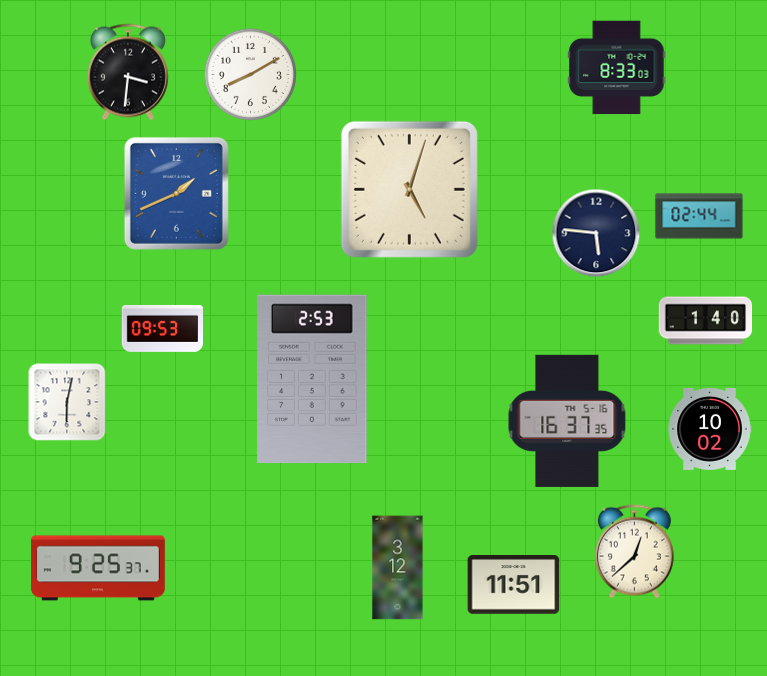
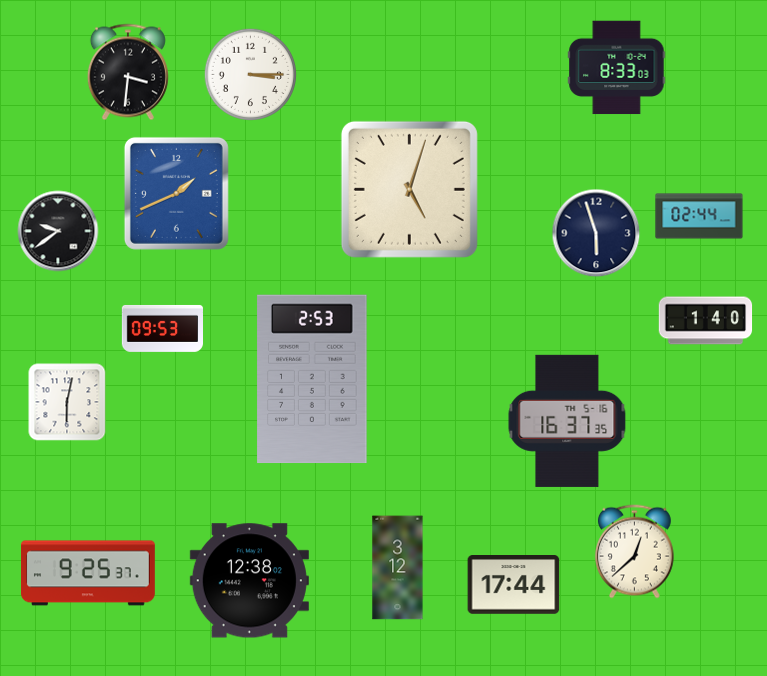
clock at (250, 74): 8:10 -> 3:15
clock at (58, 231): none -> 9:39
clock at (596, 233): 5:46 -> 5:57
clock at (710, 429): 10:02 -> none
clock at (99, 568) position: (99, 568) -> (89, 573)
clock at (249, 581): none -> 12:38
clock at (514, 585): 11:51 -> 17:44
